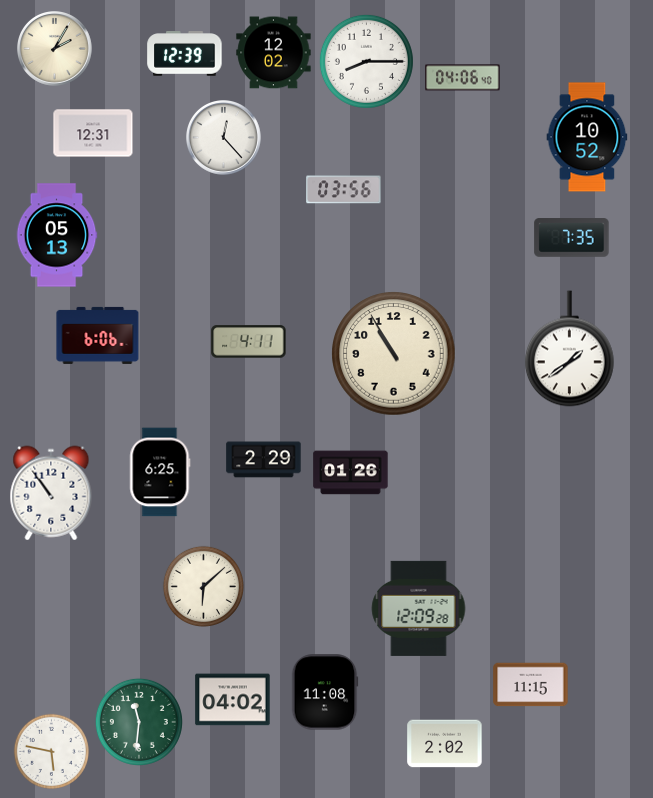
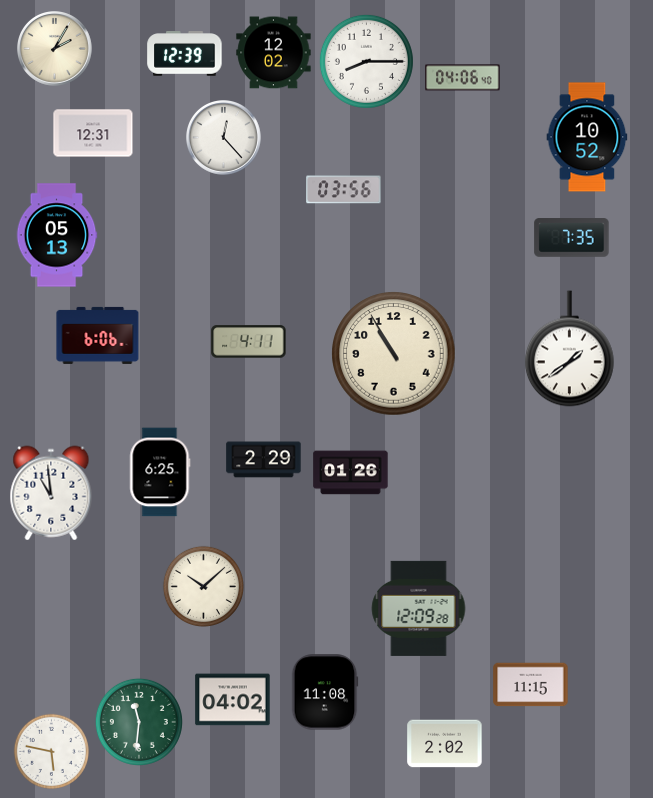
clock at (51, 493): 10:54 -> 10:59
clock at (203, 586): 6:08 -> 10:08
